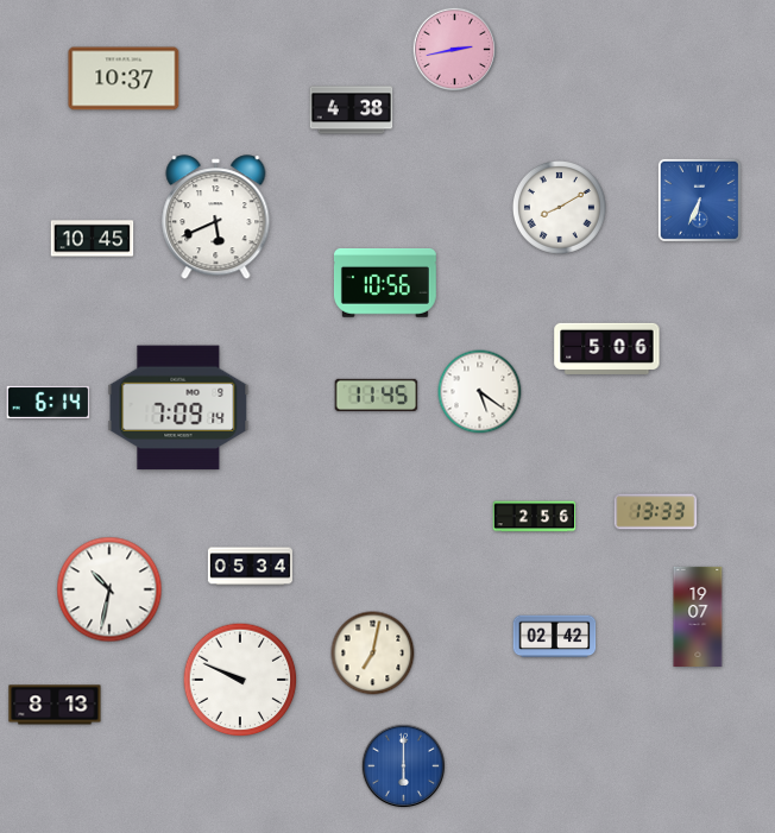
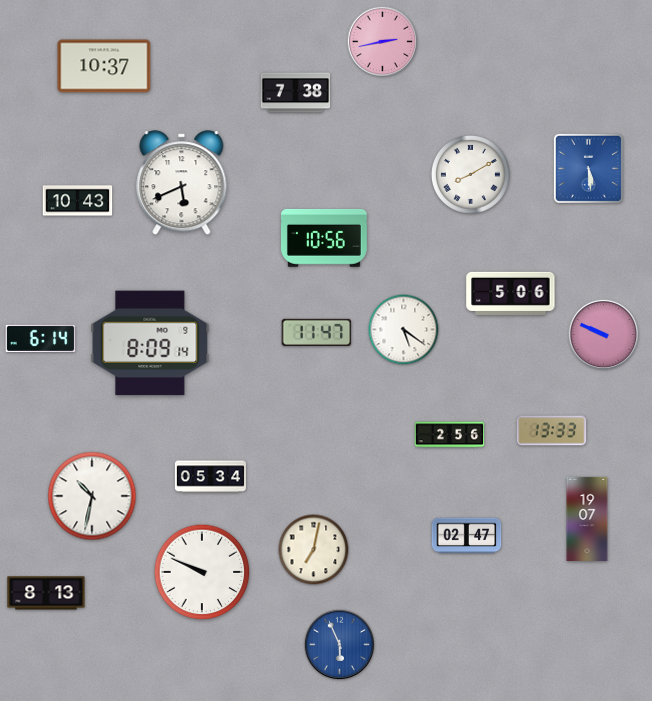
clock at (352, 111): 4:38 -> 7:38
clock at (699, 200): 6:34 -> 5:29
clock at (93, 239): 10:45 -> 10:43
clock at (377, 395): 11:45 -> 11:47
clock at (604, 335): none -> 9:49
clock at (178, 408): 7:09 -> 8:09
clock at (555, 637): 02:42 -> 02:47
clock at (404, 766): 6:00 -> 5:56
